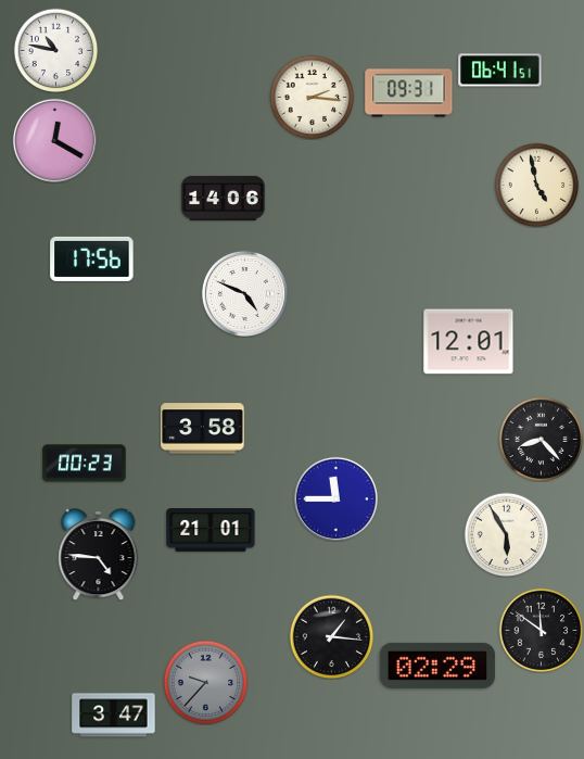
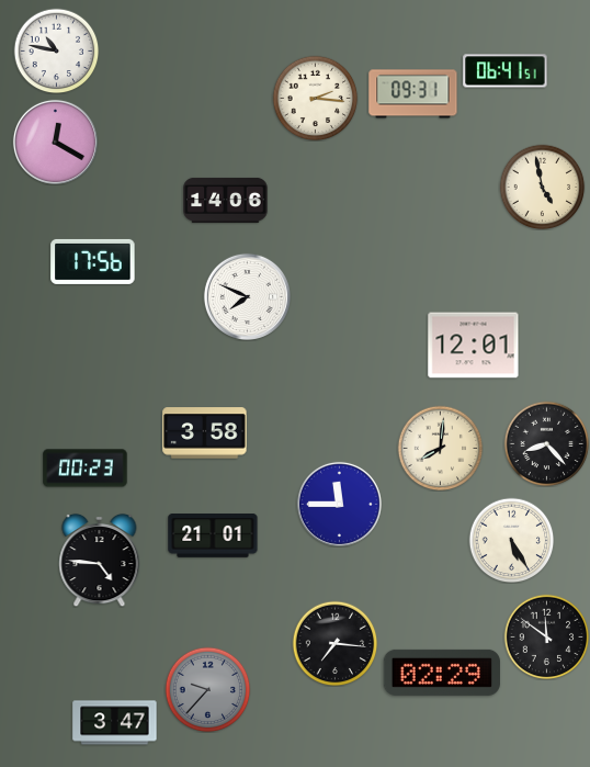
clock at (244, 293): 4:49 -> 7:49
clock at (440, 448): none -> 8:01
clock at (506, 534): 5:55 -> 5:25
clock at (331, 636): 1:16 -> 7:16
